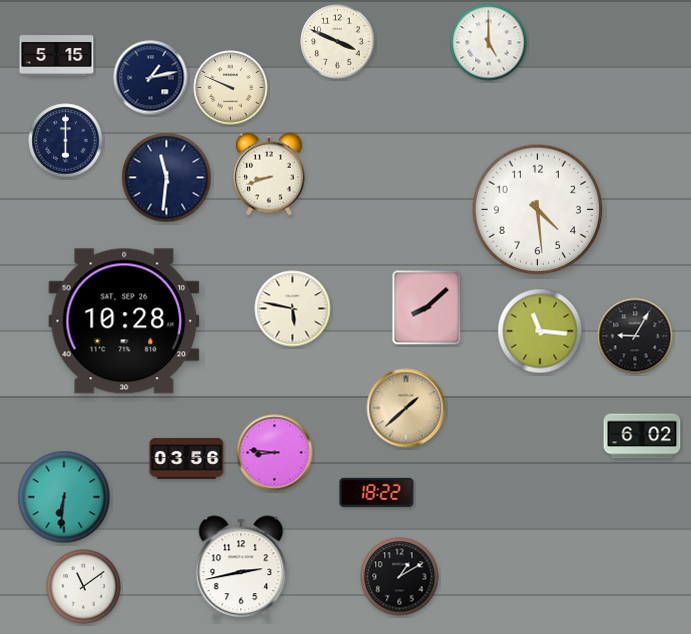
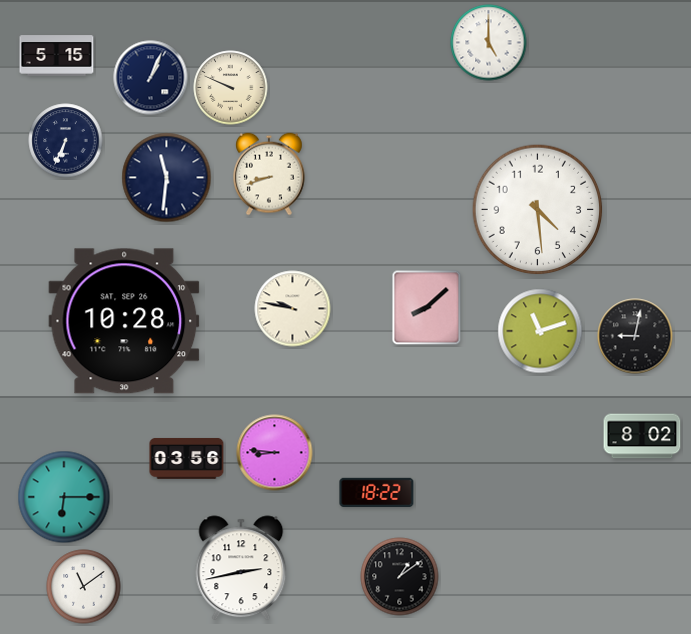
clock at (338, 42): 3:49 -> none
clock at (151, 78): 1:13 -> 1:04
clock at (66, 141): 6:00 -> 6:34
clock at (293, 309): 5:47 -> 9:47
clock at (540, 331): 11:16 -> 11:12
clock at (635, 336): 9:05 -> 9:02
clock at (406, 408): 1:38 -> none
clock at (642, 436): 6:02 -> 8:02
clock at (64, 497): 6:31 -> 6:15
clock at (400, 577): 1:10 -> 1:09
